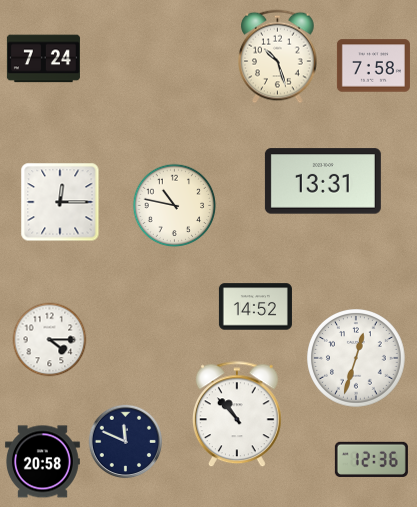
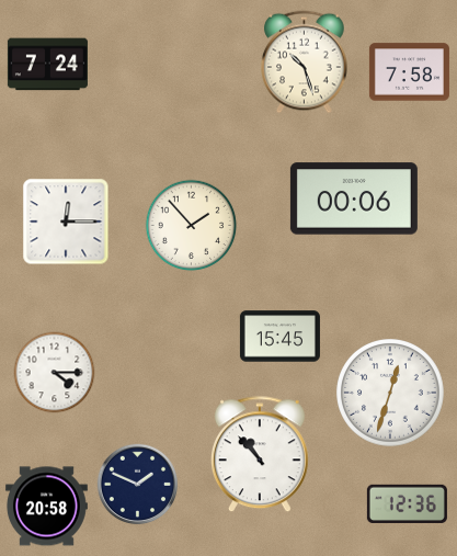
clock at (323, 181): 13:31 -> 00:06
clock at (175, 206): 10:47 -> 1:53
clock at (255, 307): 14:52 -> 15:45
clock at (126, 442): 11:49 -> 1:49
